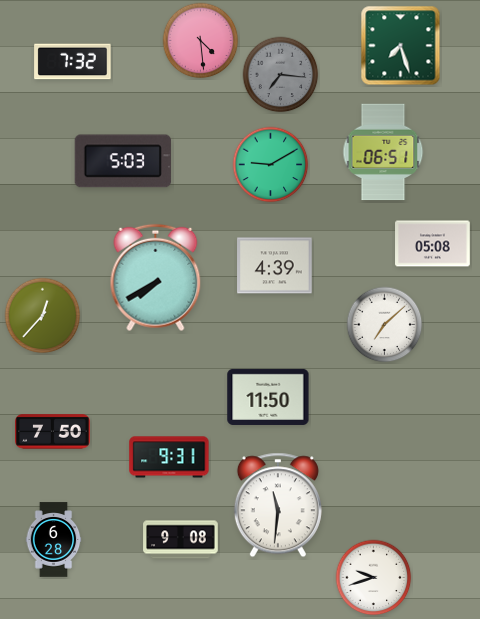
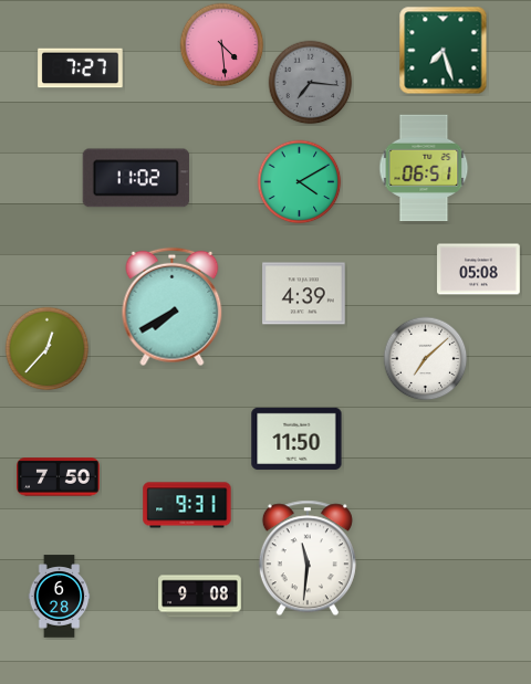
clock at (73, 62): 7:32 -> 7:27
clock at (123, 161): 5:03 -> 11:02
clock at (271, 165): 9:10 -> 4:10
clock at (374, 578): 9:42 -> none
